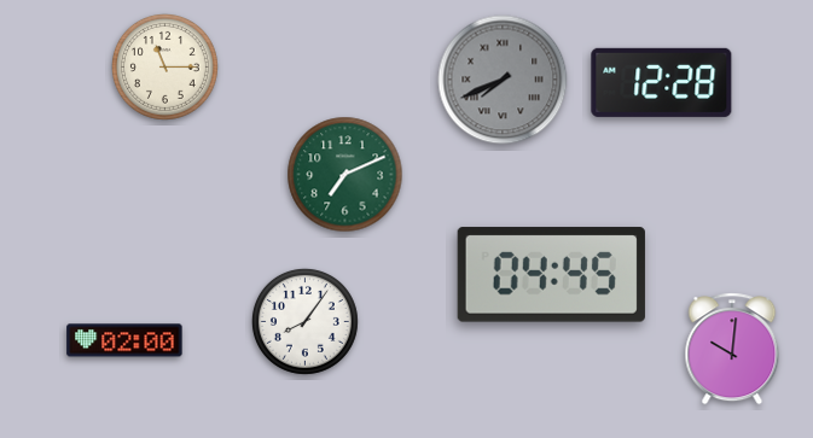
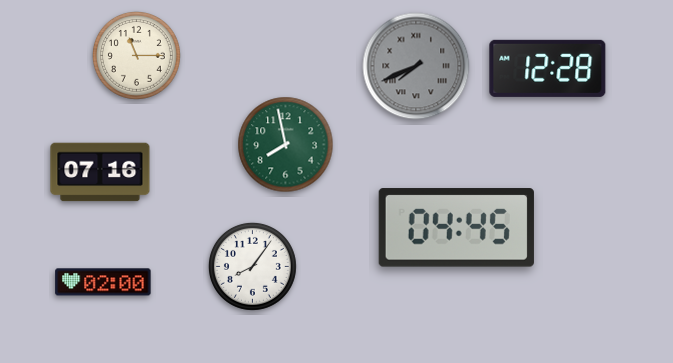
clock at (345, 175): 7:11 -> 7:58
clock at (100, 172): none -> 07:16
clock at (732, 349): 10:01 -> none
